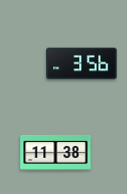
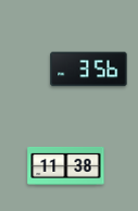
clock at (56, 153) position: (56, 153) -> (66, 166)
